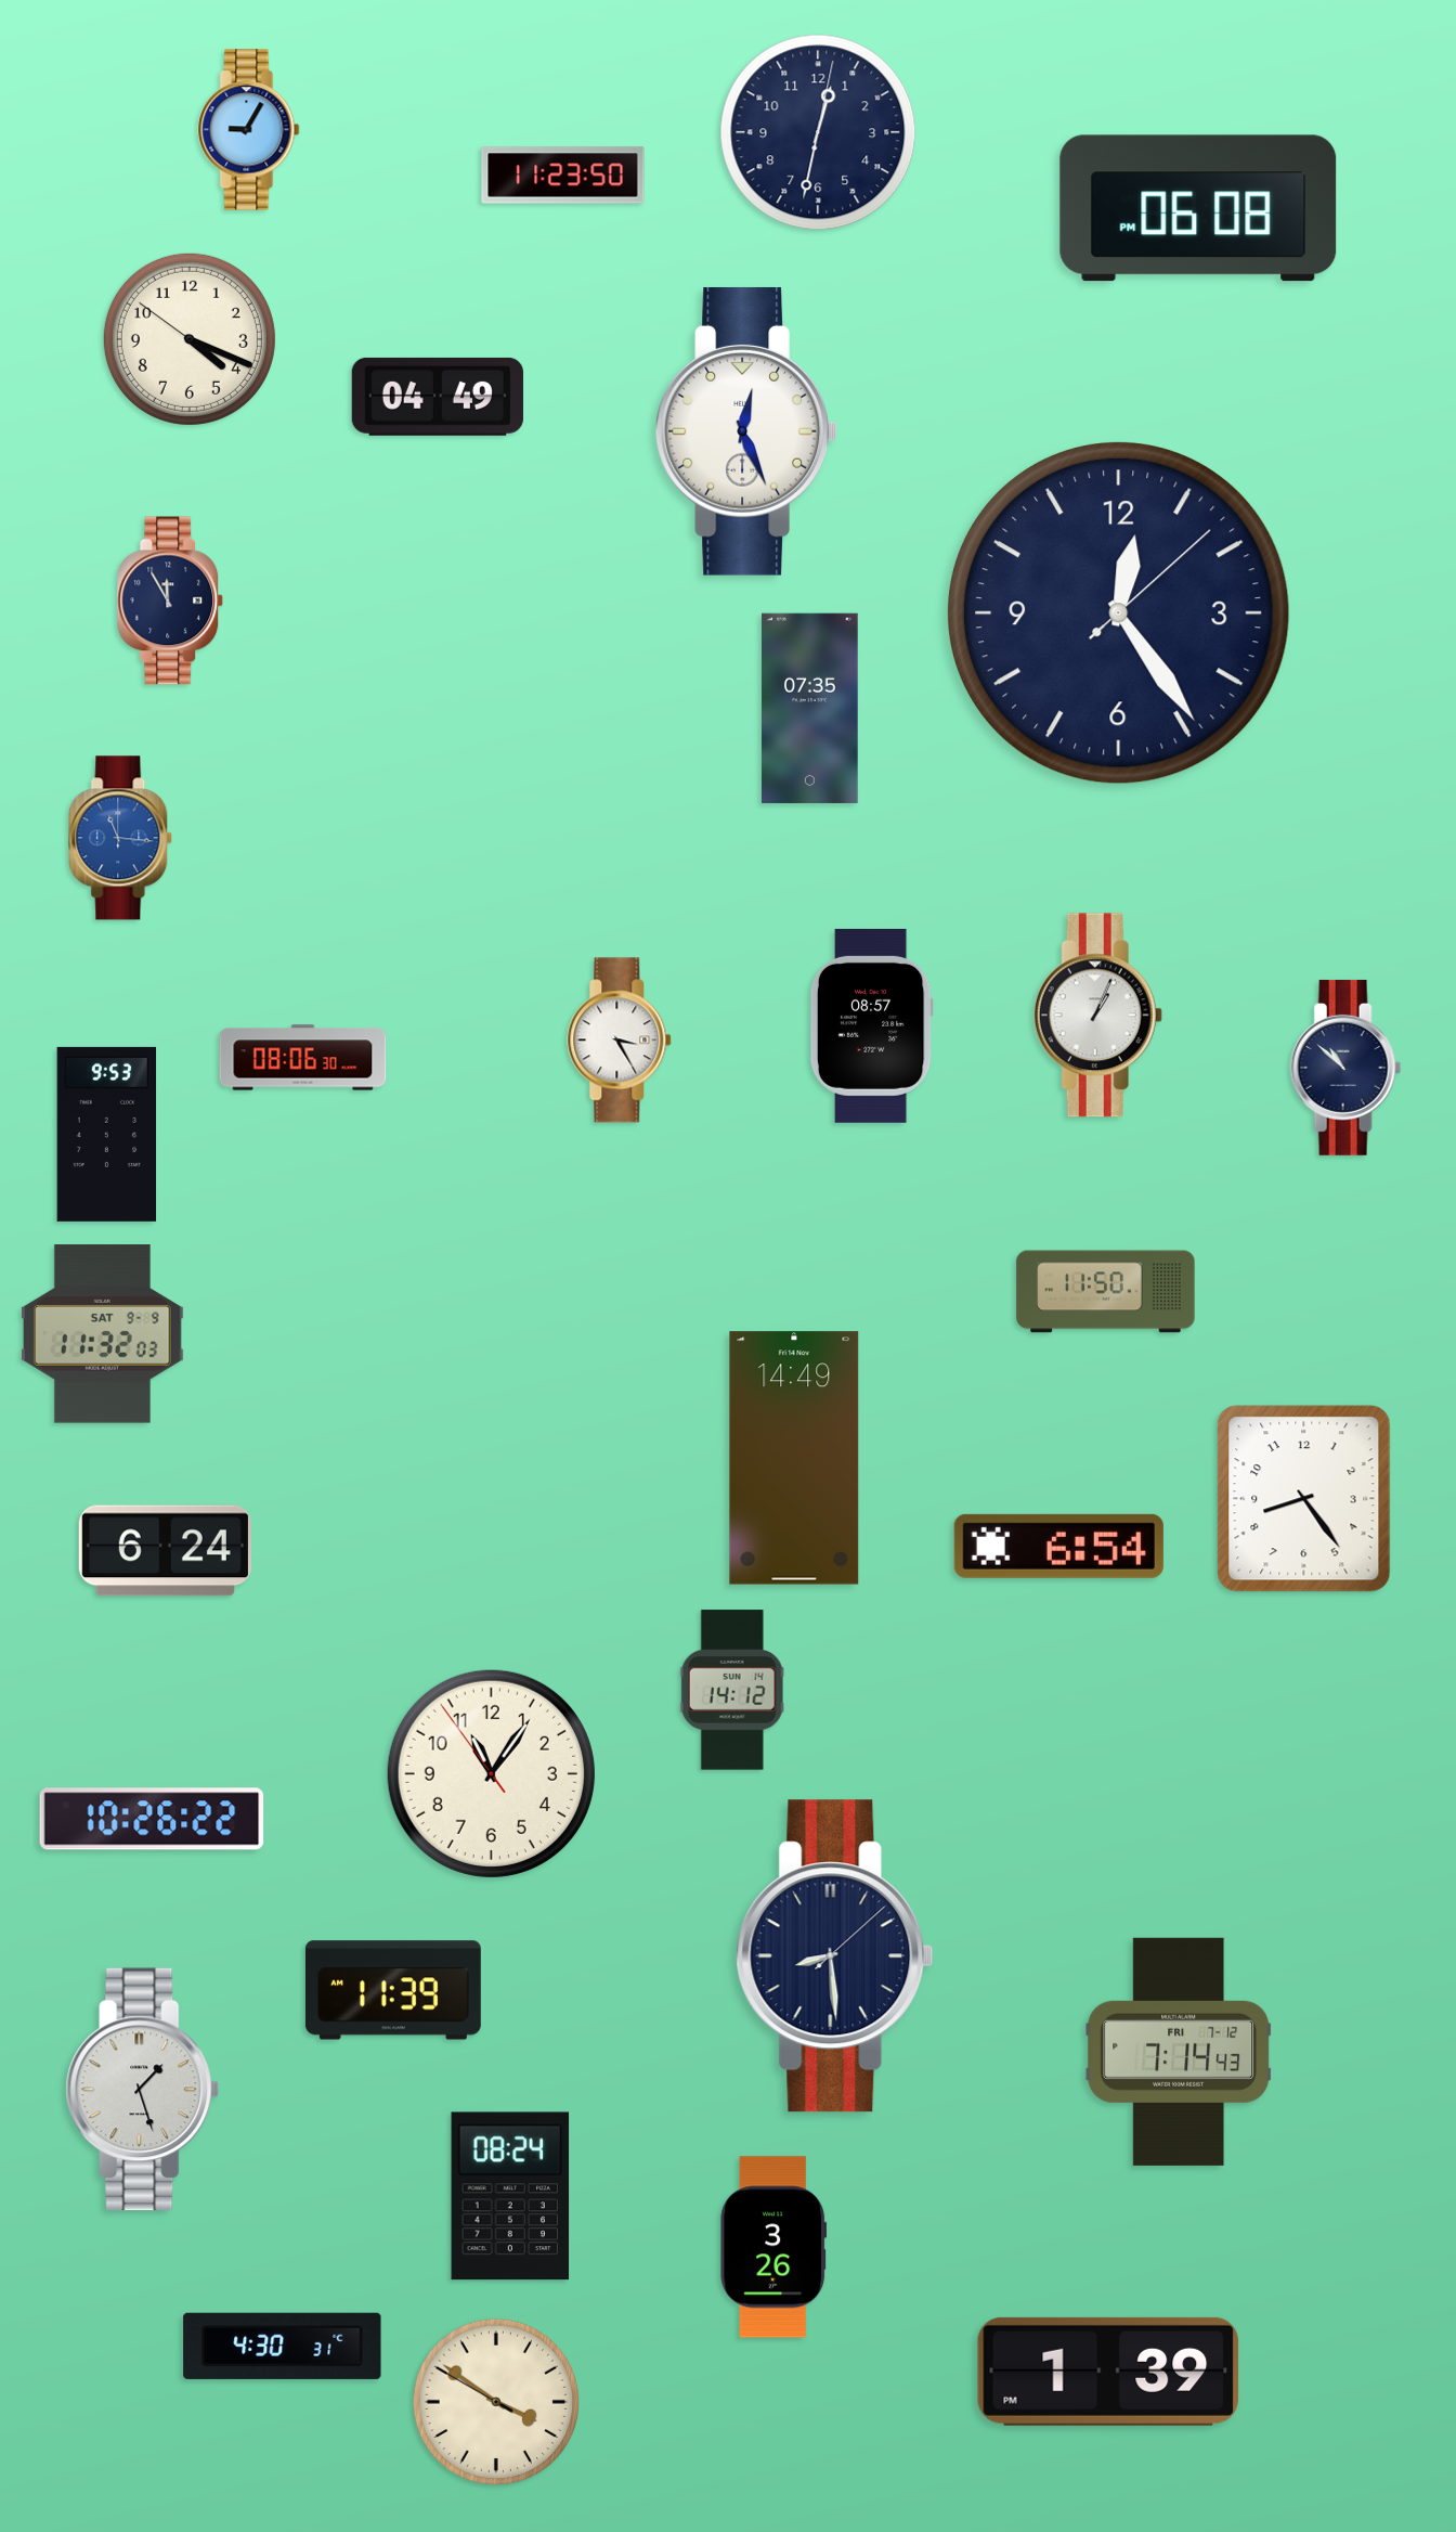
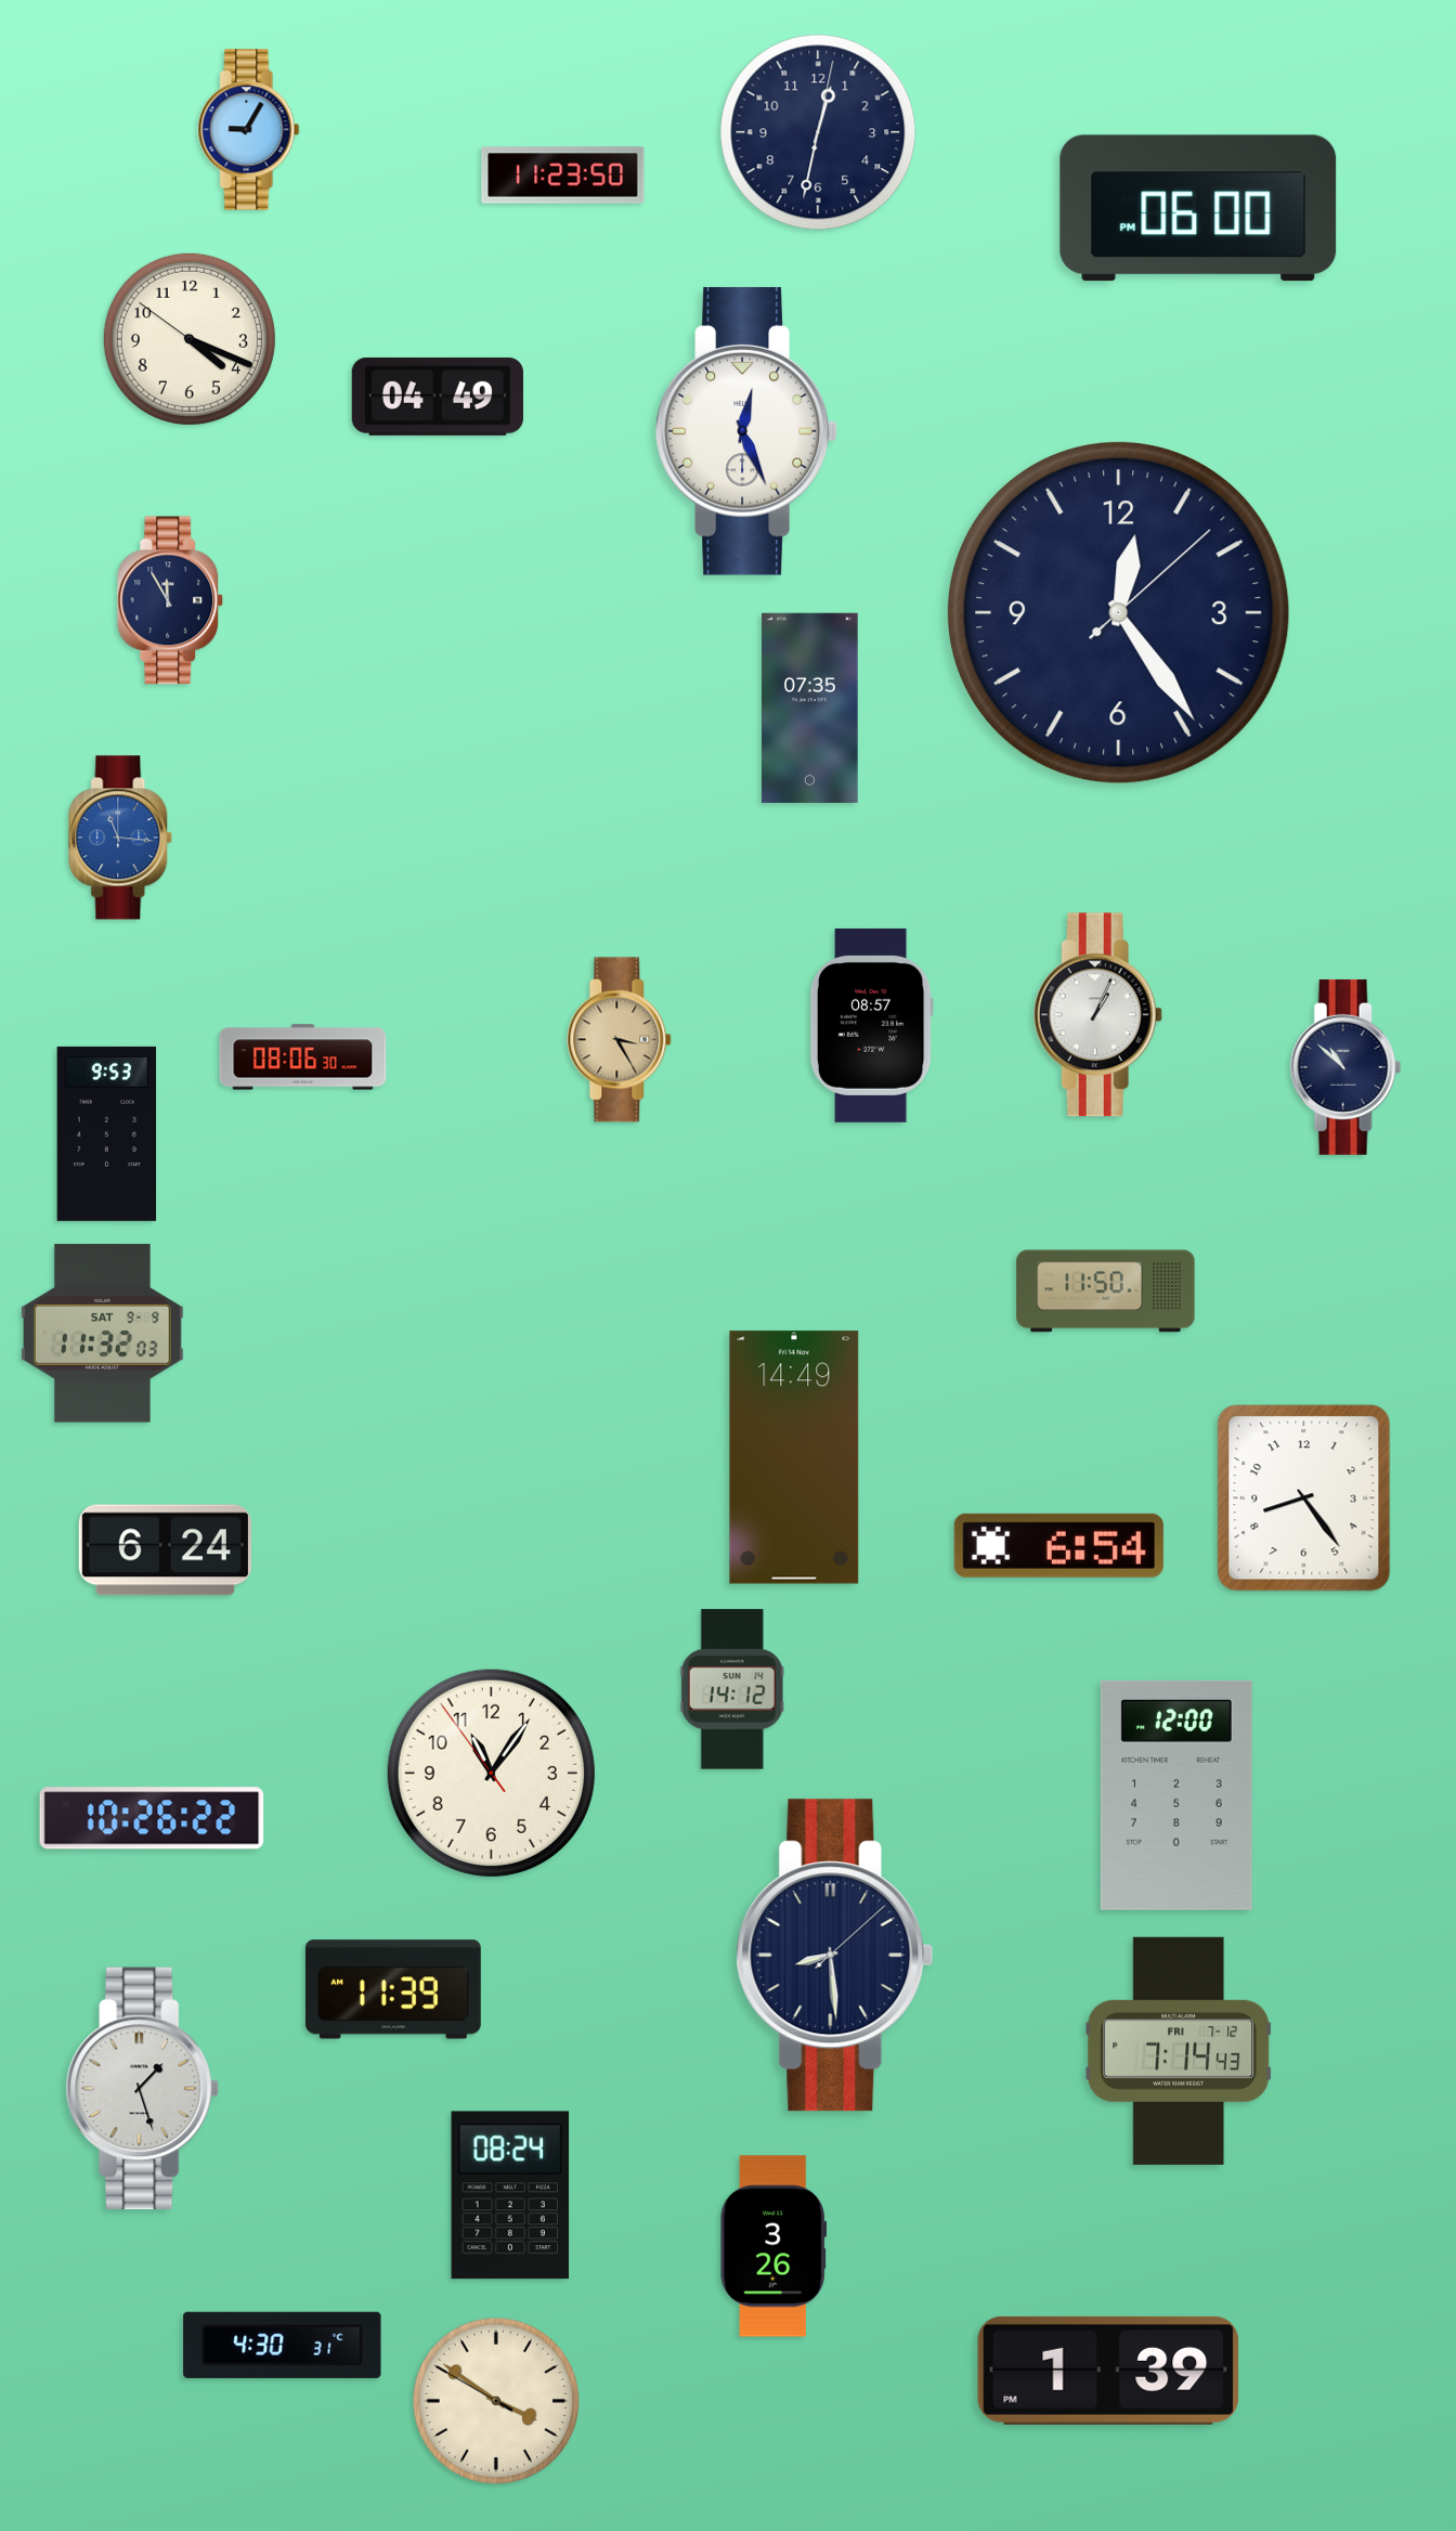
clock at (1198, 208): 06:08 -> 06:00
clock at (620, 1041) dial: white -> champagne
clock at (1176, 1795): none -> 12:00
